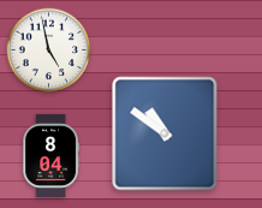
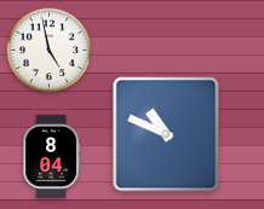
clock at (165, 133): 10:51 -> 10:49
